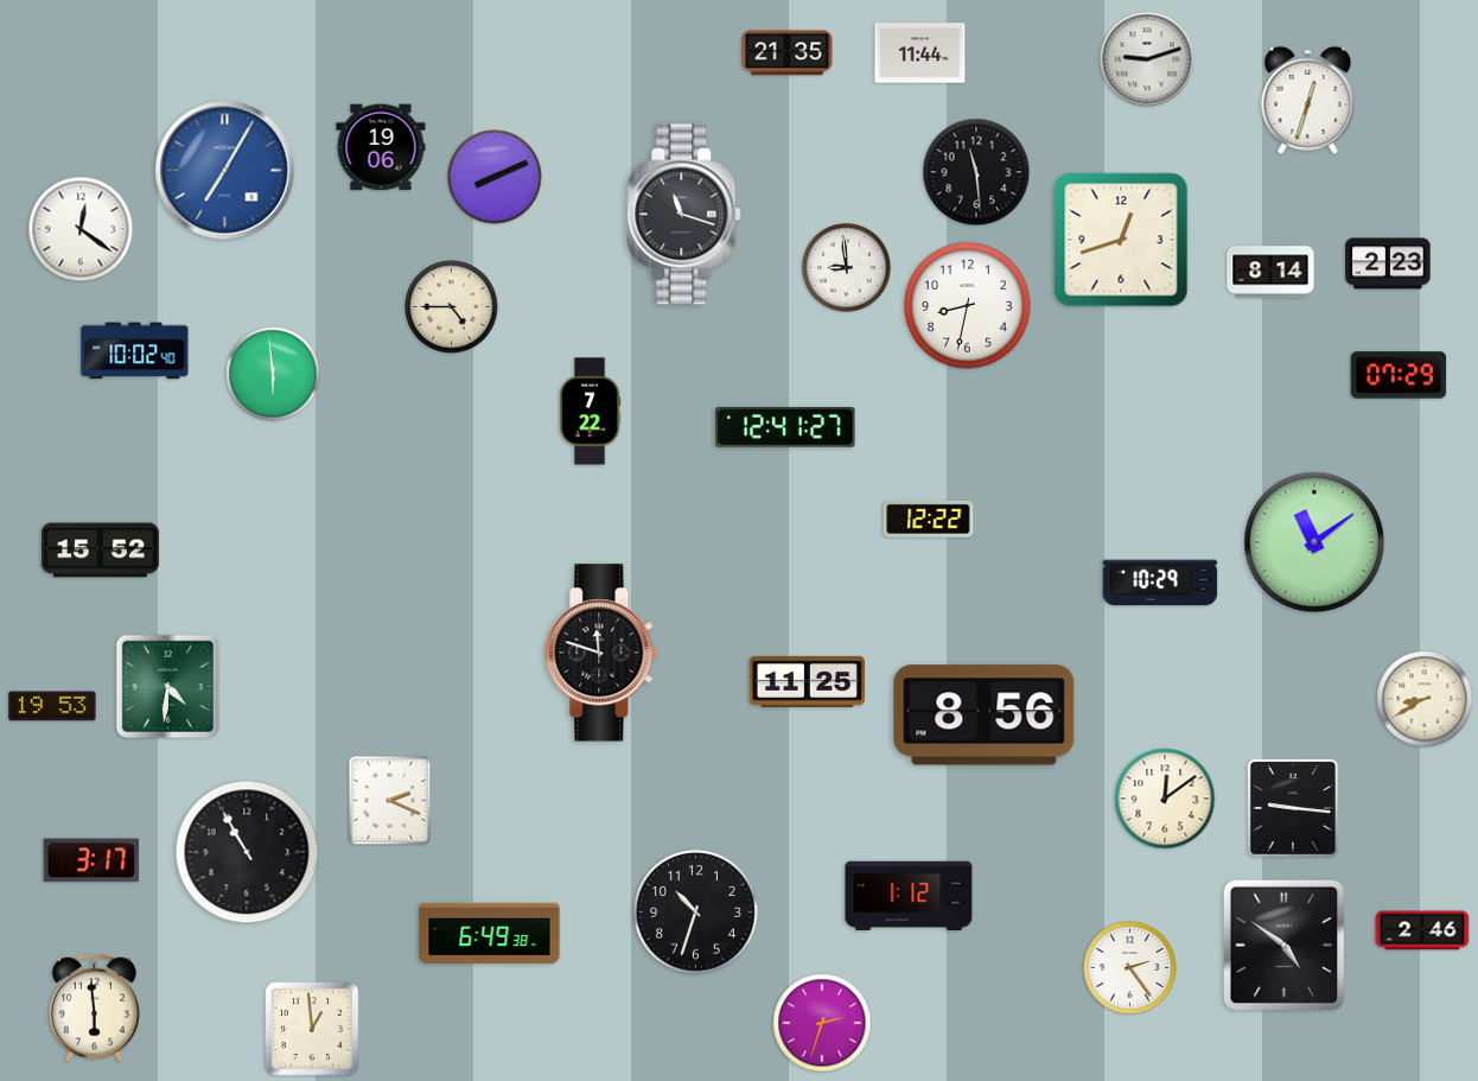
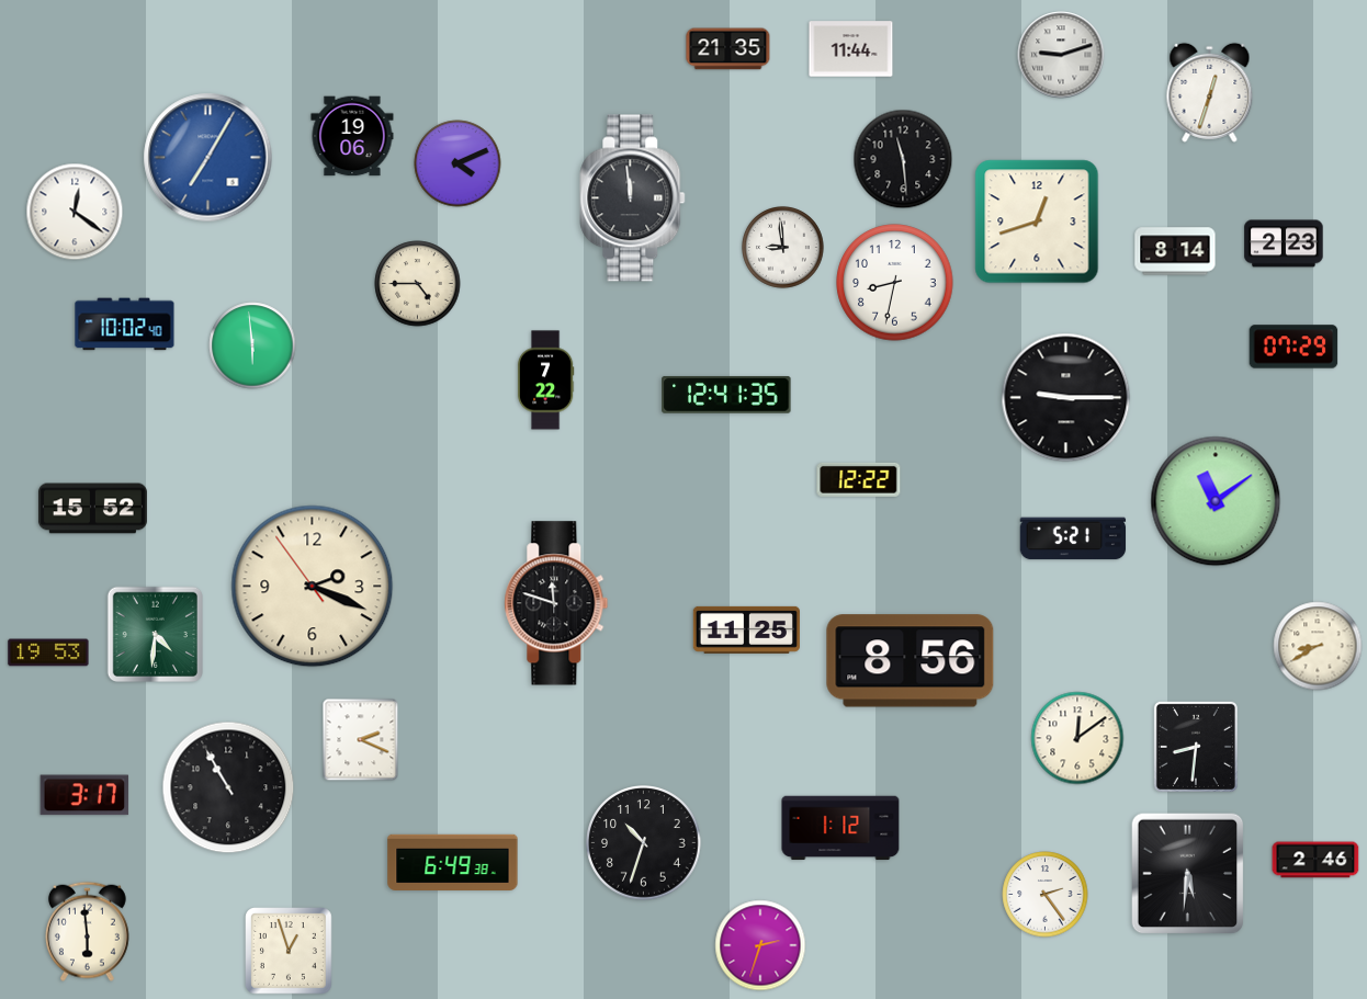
clock at (495, 177): 8:11 -> 4:11
clock at (684, 215): 11:18 -> 11:59
clock at (785, 427): 12:41:27 -> 12:41:35
clock at (1066, 398): none -> 9:15
clock at (1160, 583): 10:29 -> 5:21
clock at (313, 587): none -> 2:18
clock at (1293, 808): 9:16 -> 8:31
clock at (1285, 946): 4:51 -> 5:31
clock at (313, 1030): 12:59 -> 12:57
